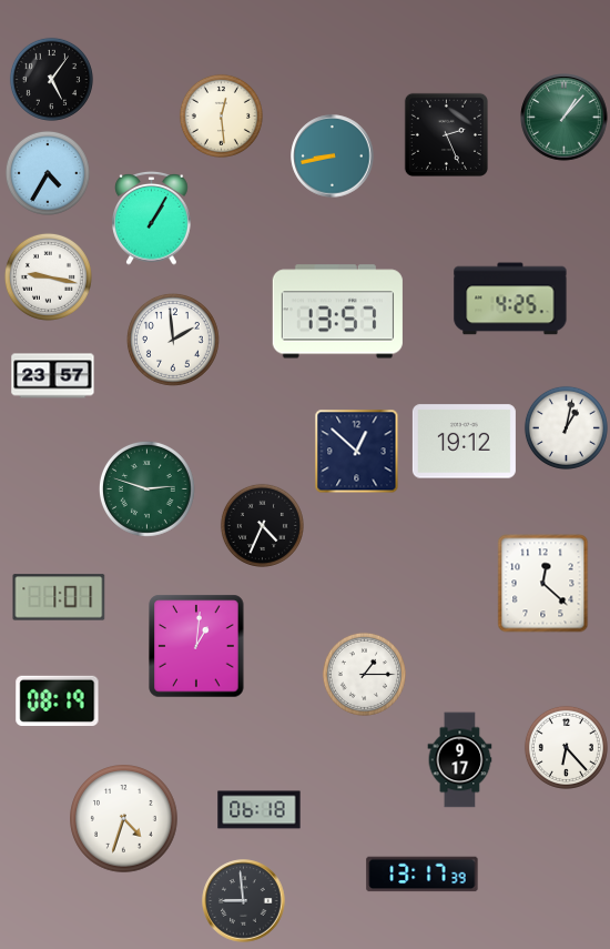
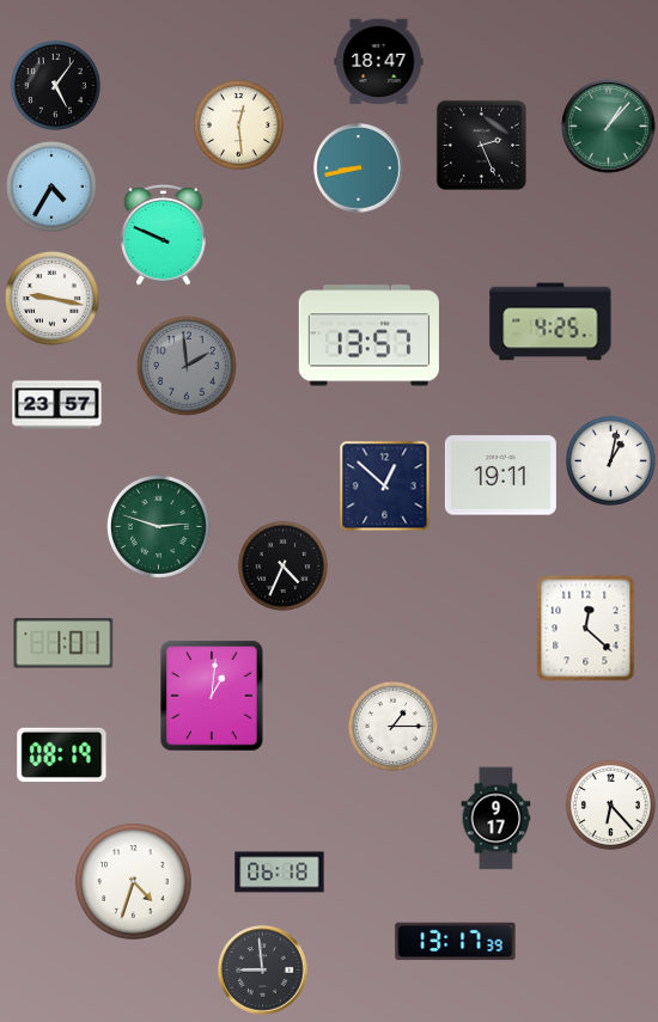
clock at (379, 62): none -> 18:47
clock at (152, 218): 1:05 -> 9:49
clock at (337, 312) position: (337, 312) -> (368, 336)
clock at (173, 340) dial: white -> grey
clock at (464, 442): 19:12 -> 19:11
